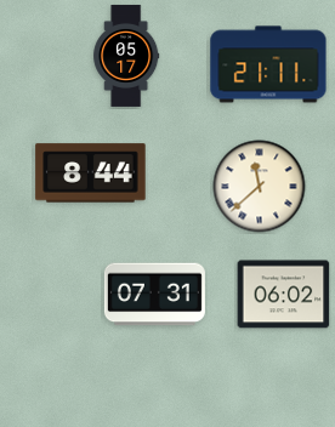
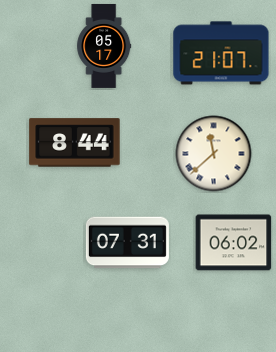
clock at (268, 64): 21:11 -> 21:07
